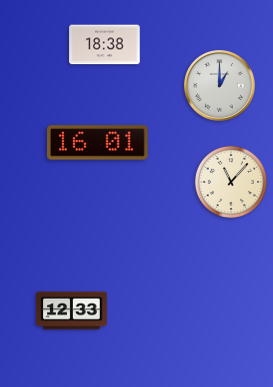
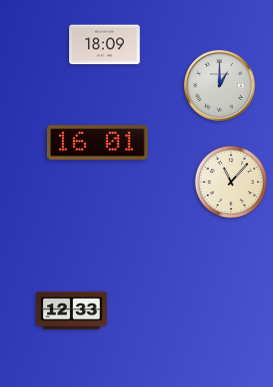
clock at (105, 45): 18:38 -> 18:09
